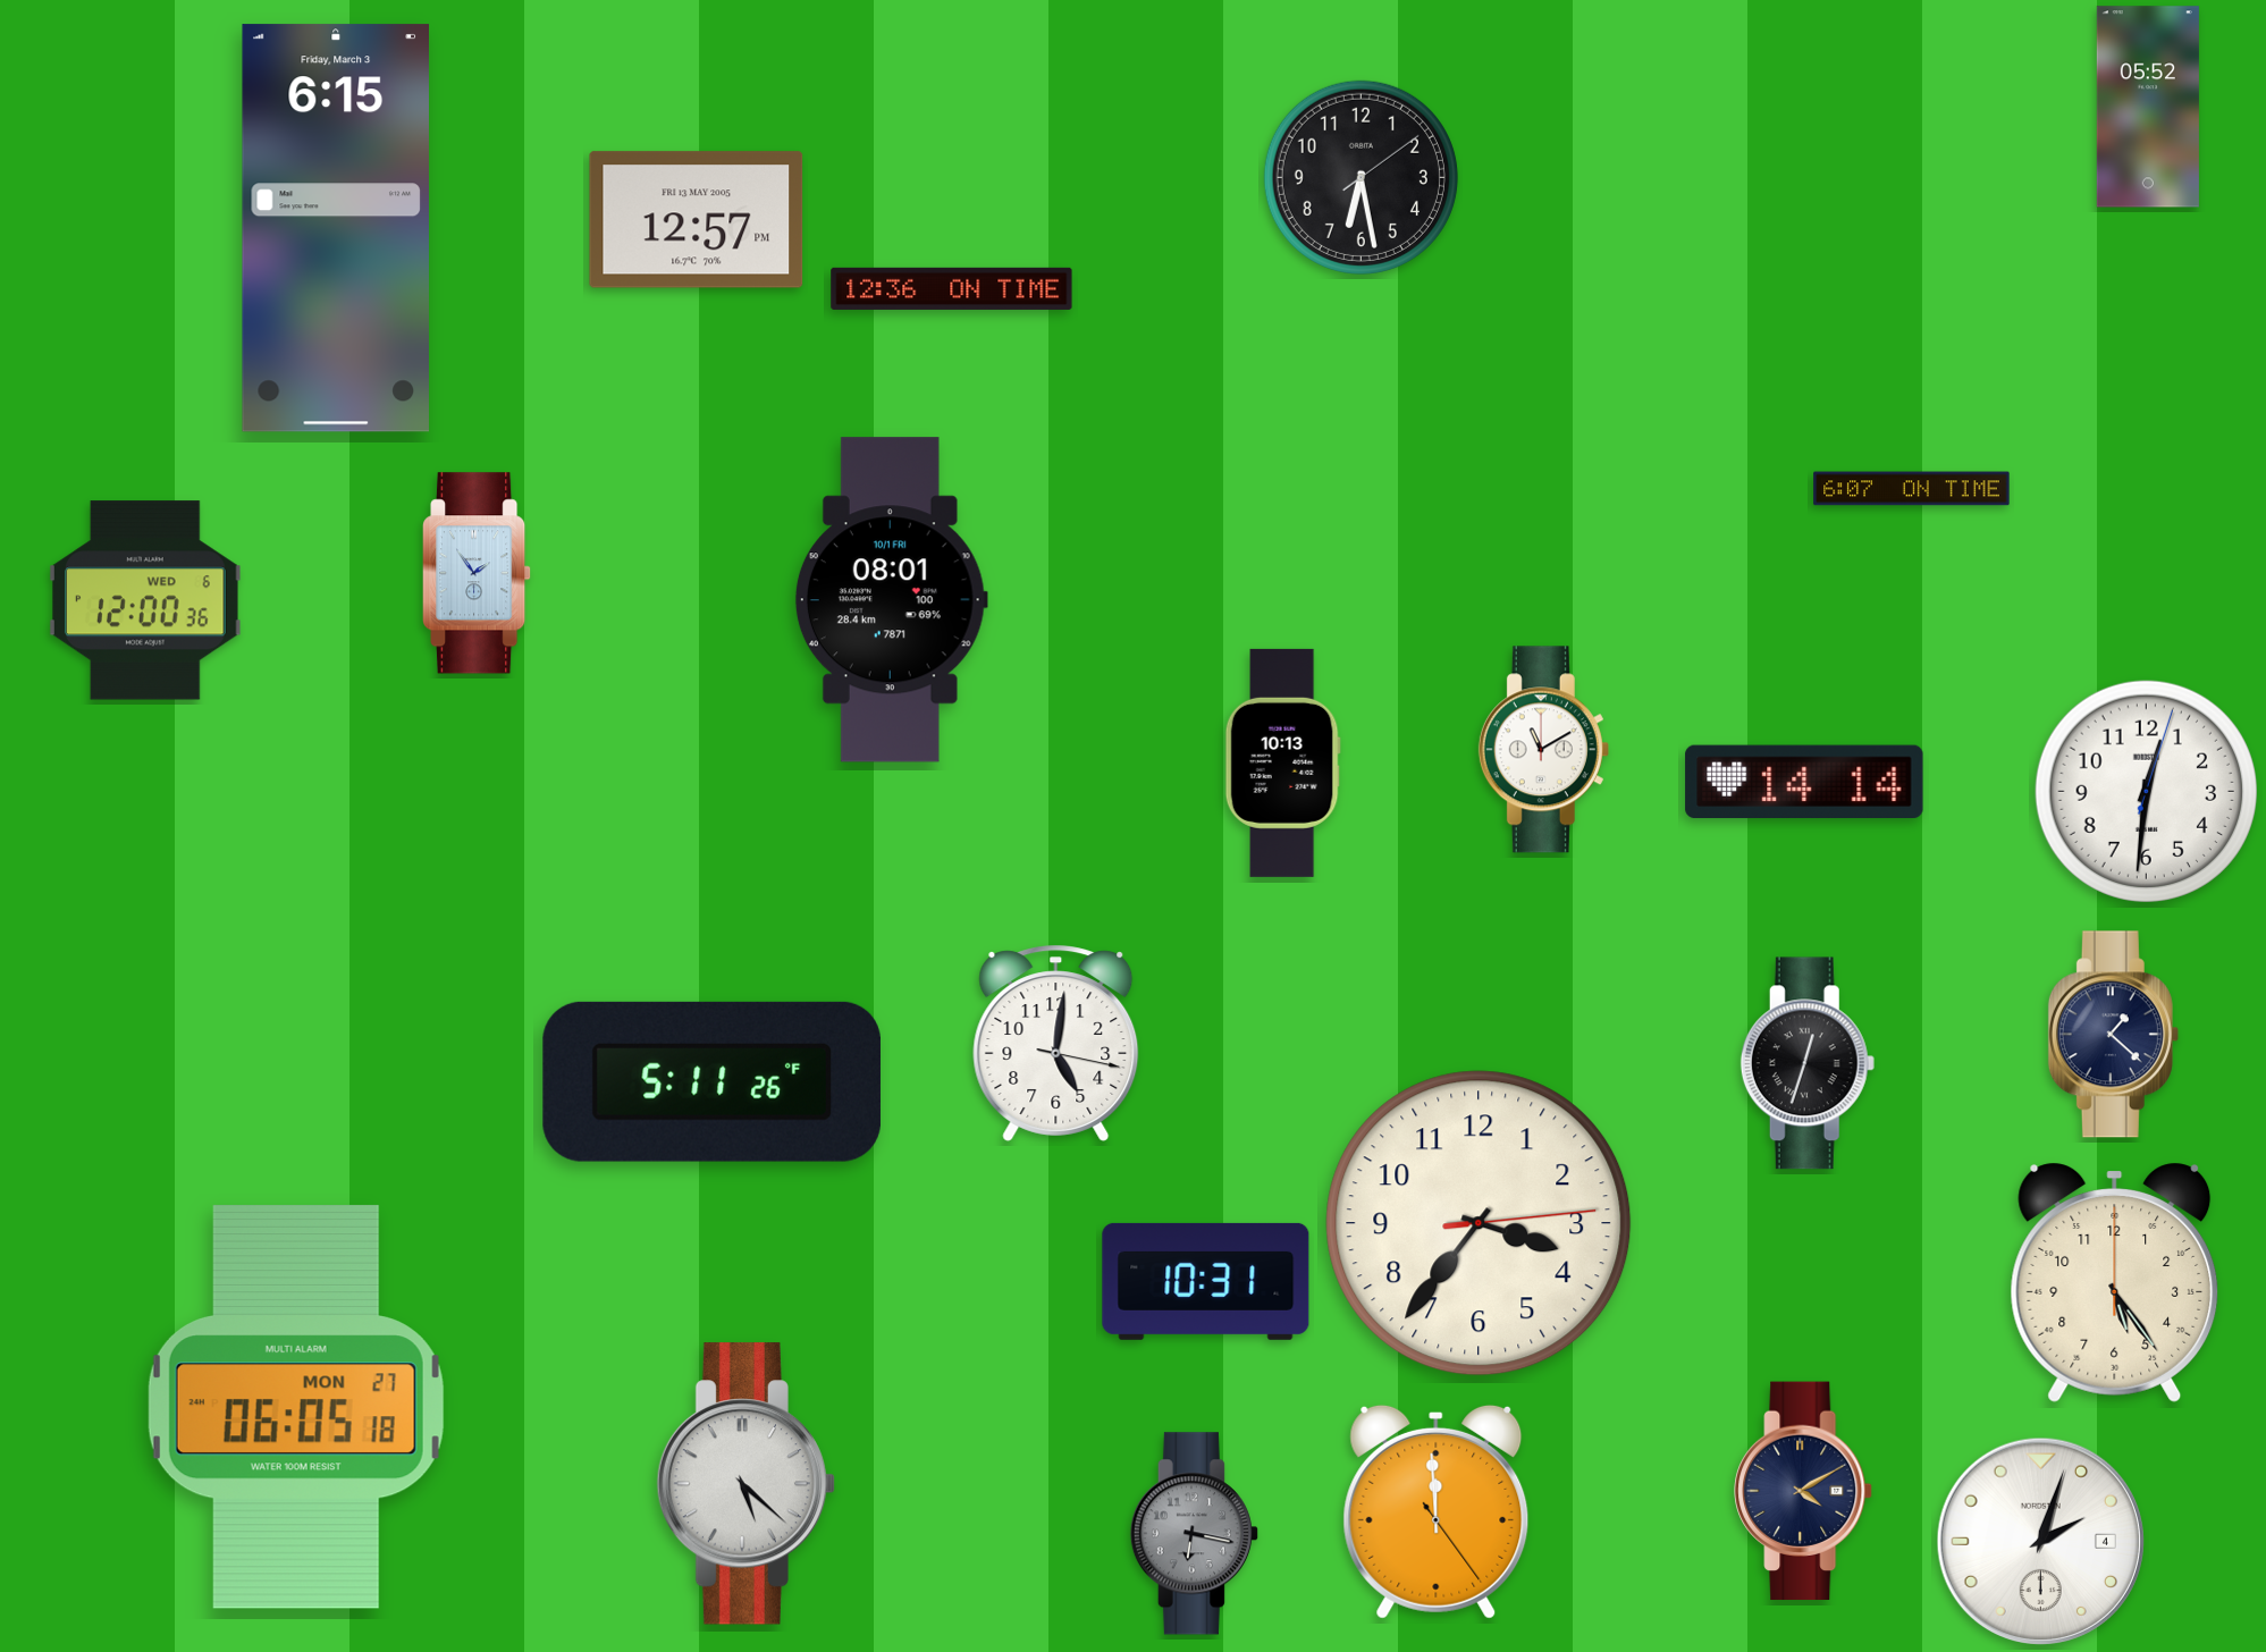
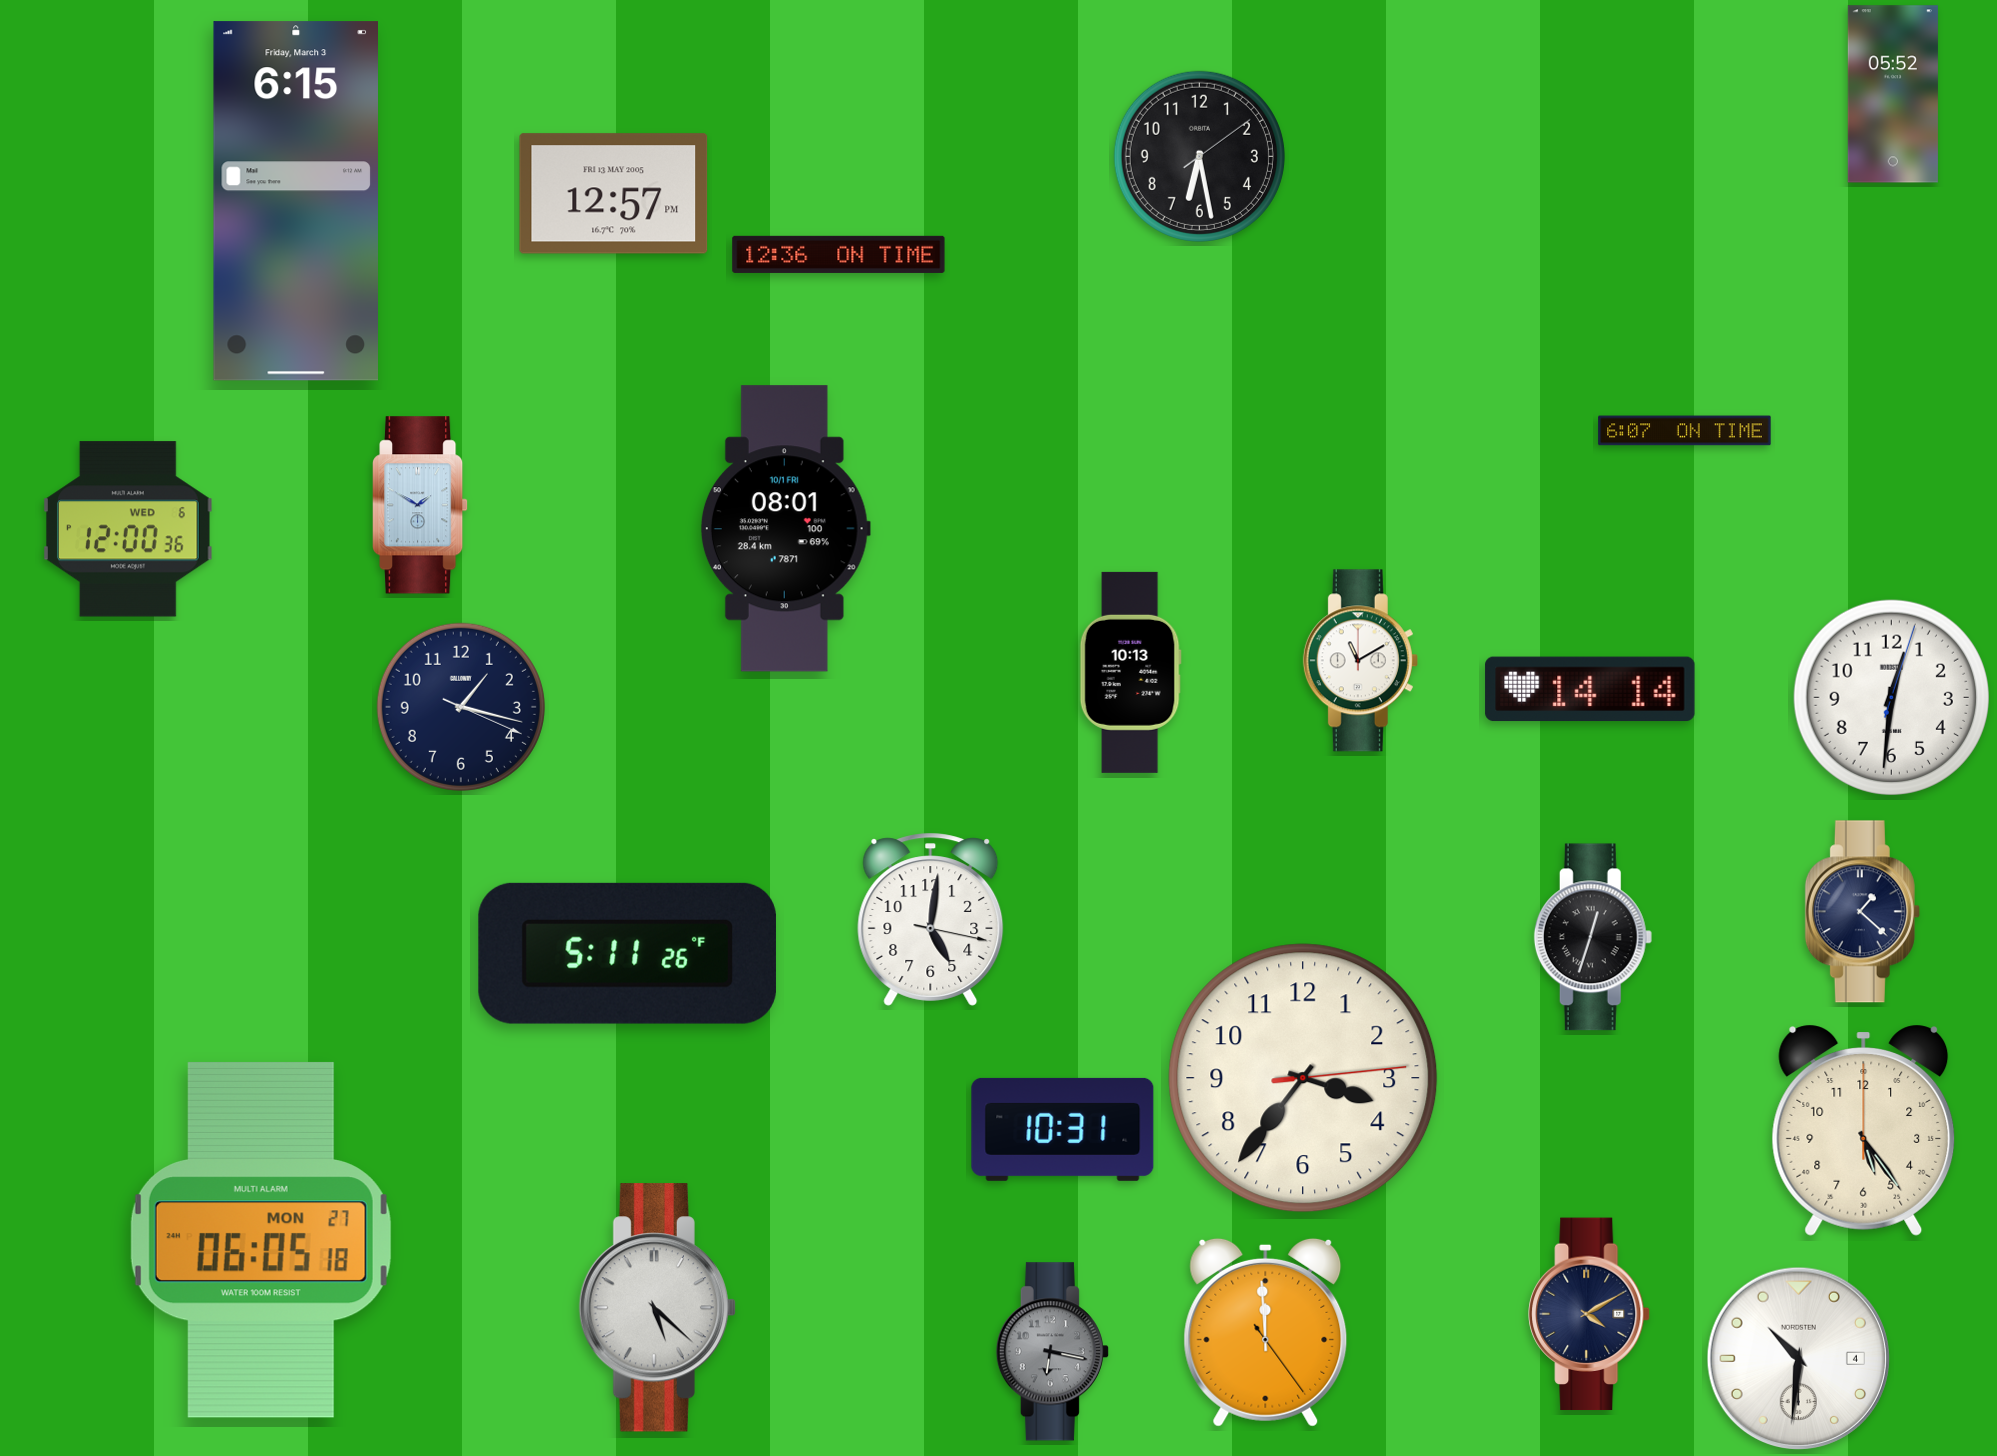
clock at (478, 573): 1:54 -> 1:50
clock at (461, 707): none -> 1:17
clock at (2040, 1541): 2:03 -> 10:31
